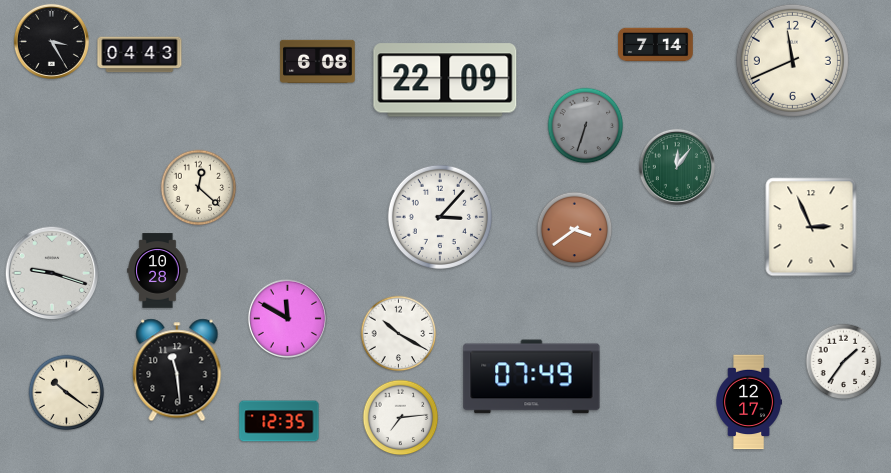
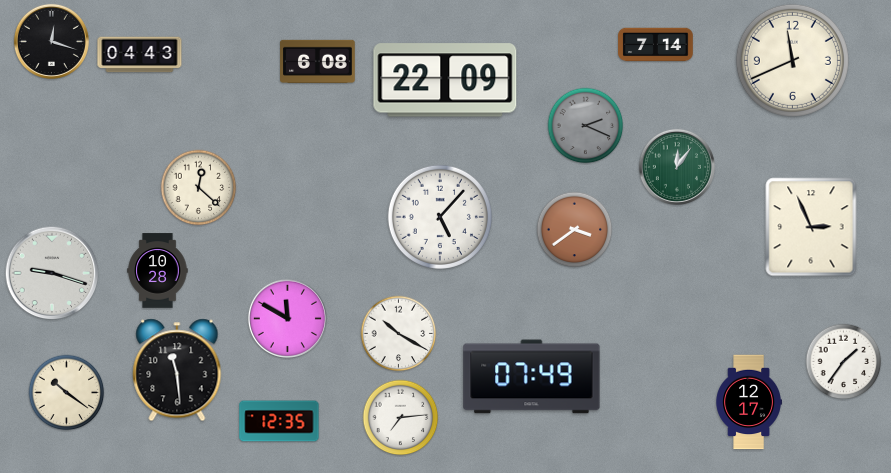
clock at (51, 41): 3:25 -> 12:18
clock at (586, 126): 6:33 -> 2:19
clock at (440, 217): 3:07 -> 5:07
